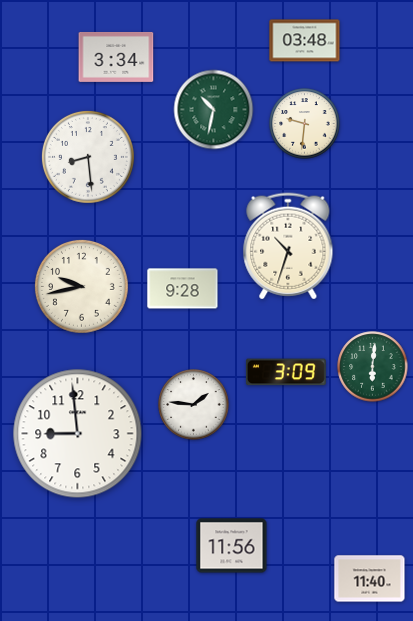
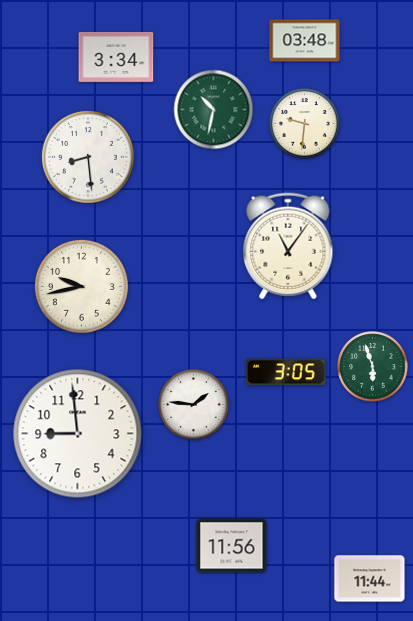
clock at (288, 246): 10:33 -> 11:06
clock at (183, 289): 9:28 -> none
clock at (373, 367): 6:01 -> 5:57
clock at (286, 372): 3:09 -> 3:05
clock at (370, 579): 11:40 -> 11:44
